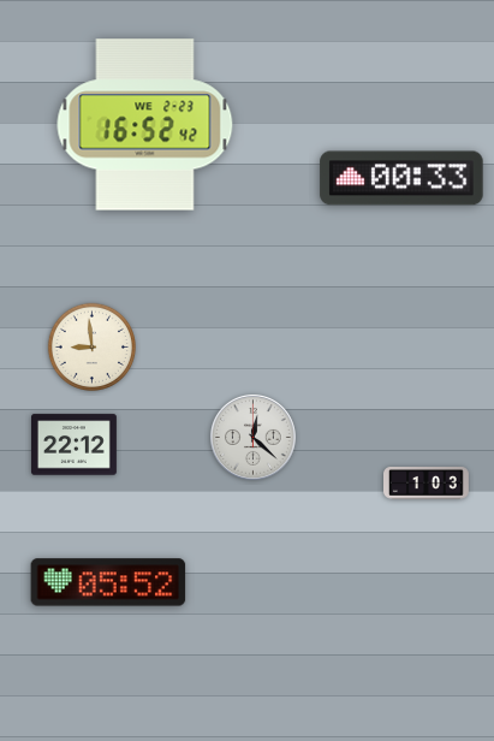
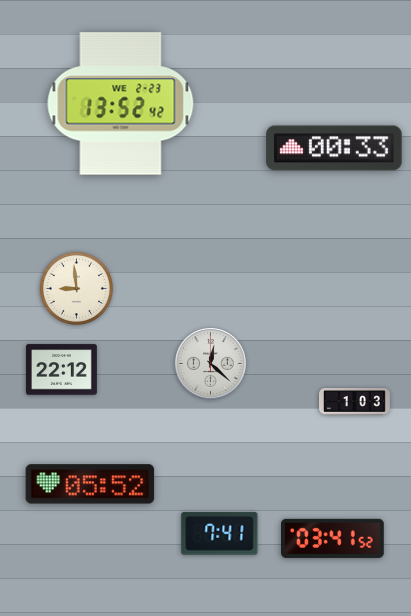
clock at (145, 125): 16:52 -> 13:52
clock at (220, 534): none -> 7:41
clock at (333, 538): none -> 03:41
